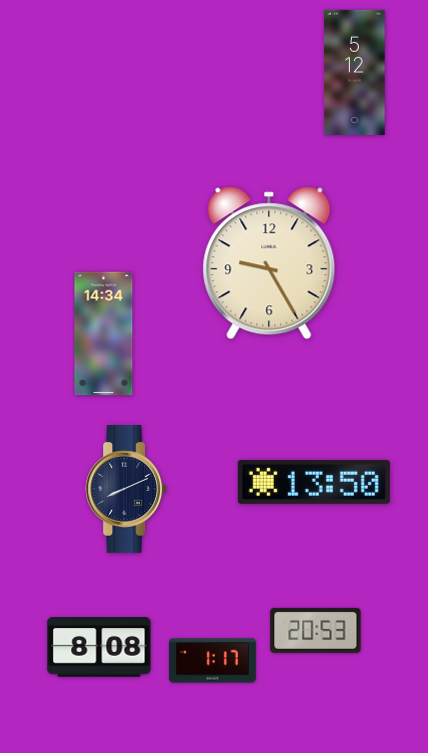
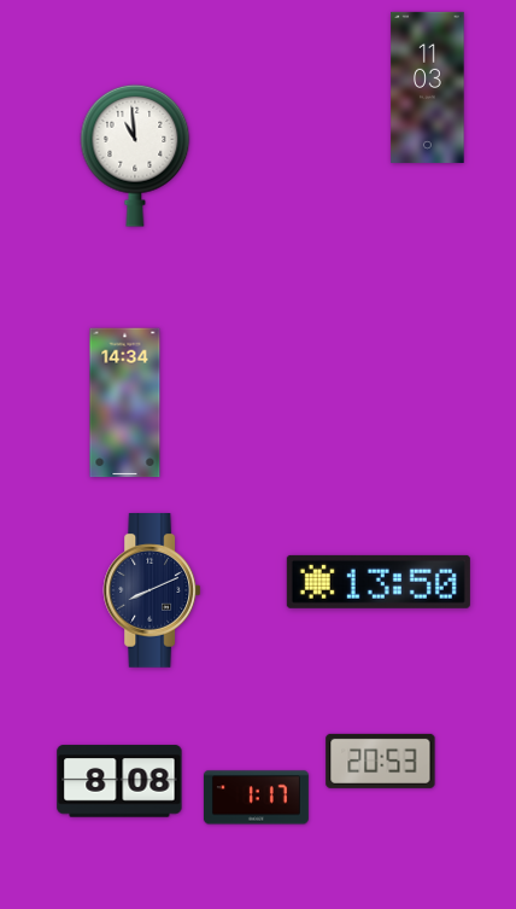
clock at (355, 72): 5:12 -> 11:03
clock at (135, 156): none -> 10:59
clock at (269, 263): 9:25 -> none
